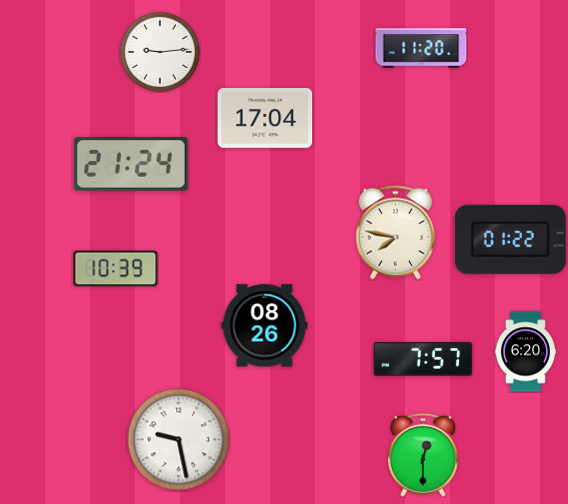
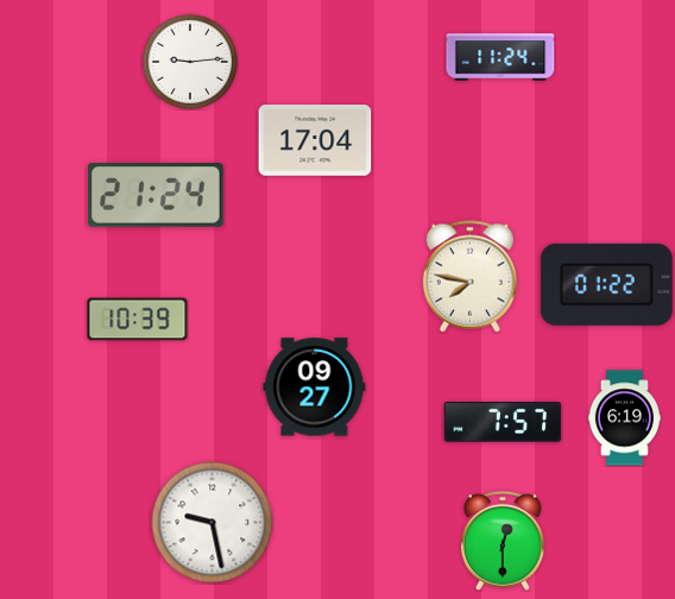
clock at (421, 48): 11:20 -> 11:24
clock at (265, 326): 08:26 -> 09:27
clock at (525, 352): 6:20 -> 6:19
clock at (423, 359) position: (423, 359) -> (503, 422)
